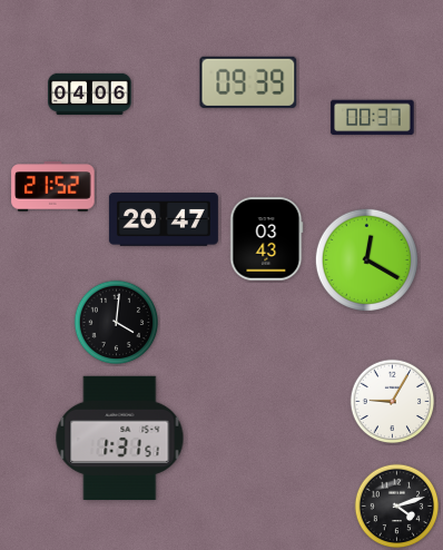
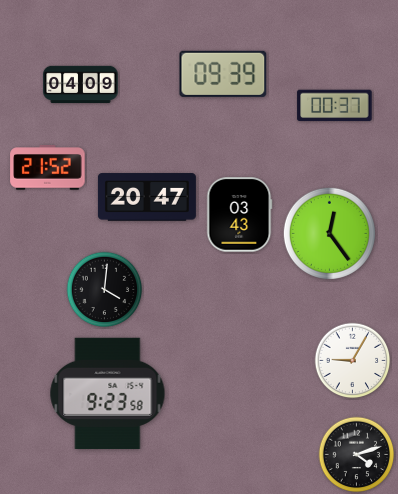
clock at (90, 95): 04:06 -> 04:09
clock at (366, 259): 12:20 -> 12:24
clock at (120, 438): 1:31 -> 9:23
